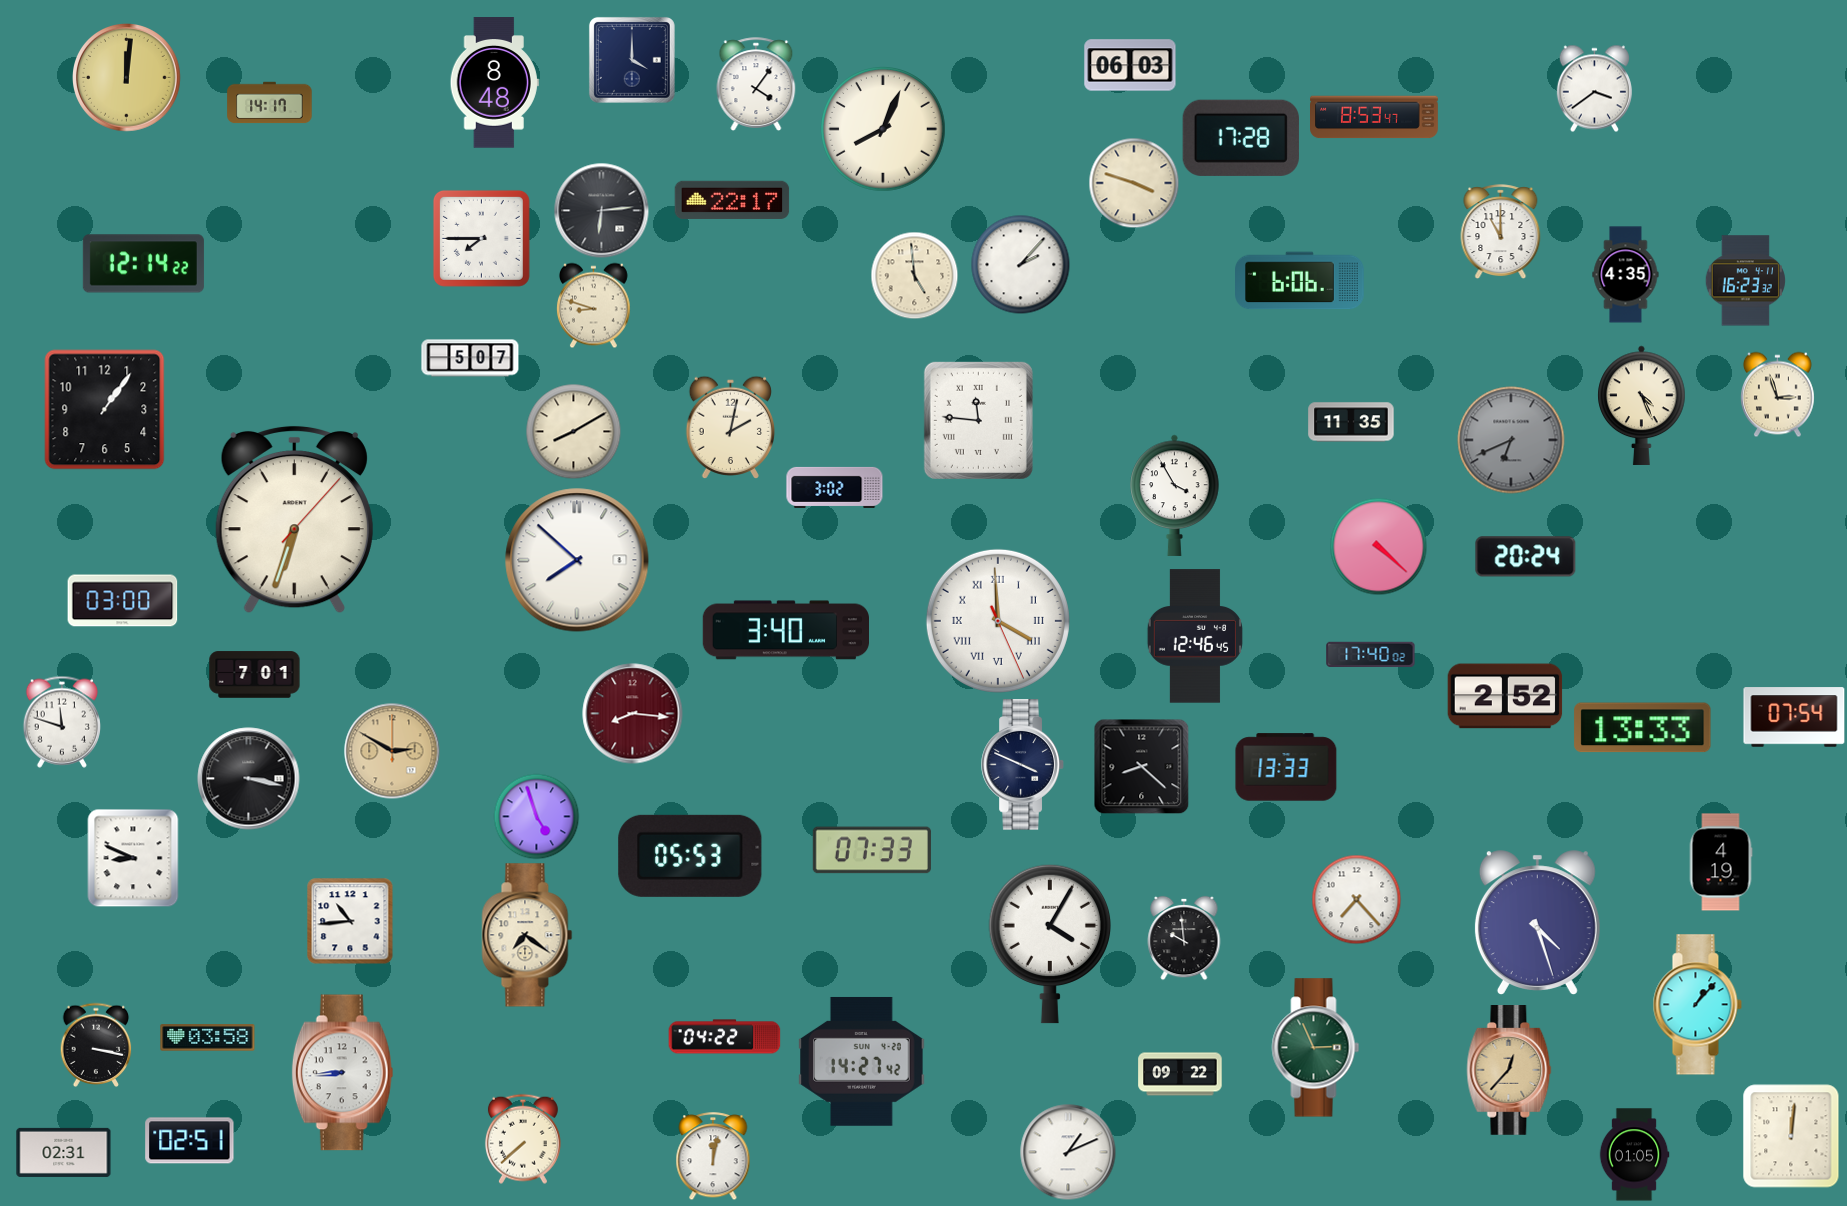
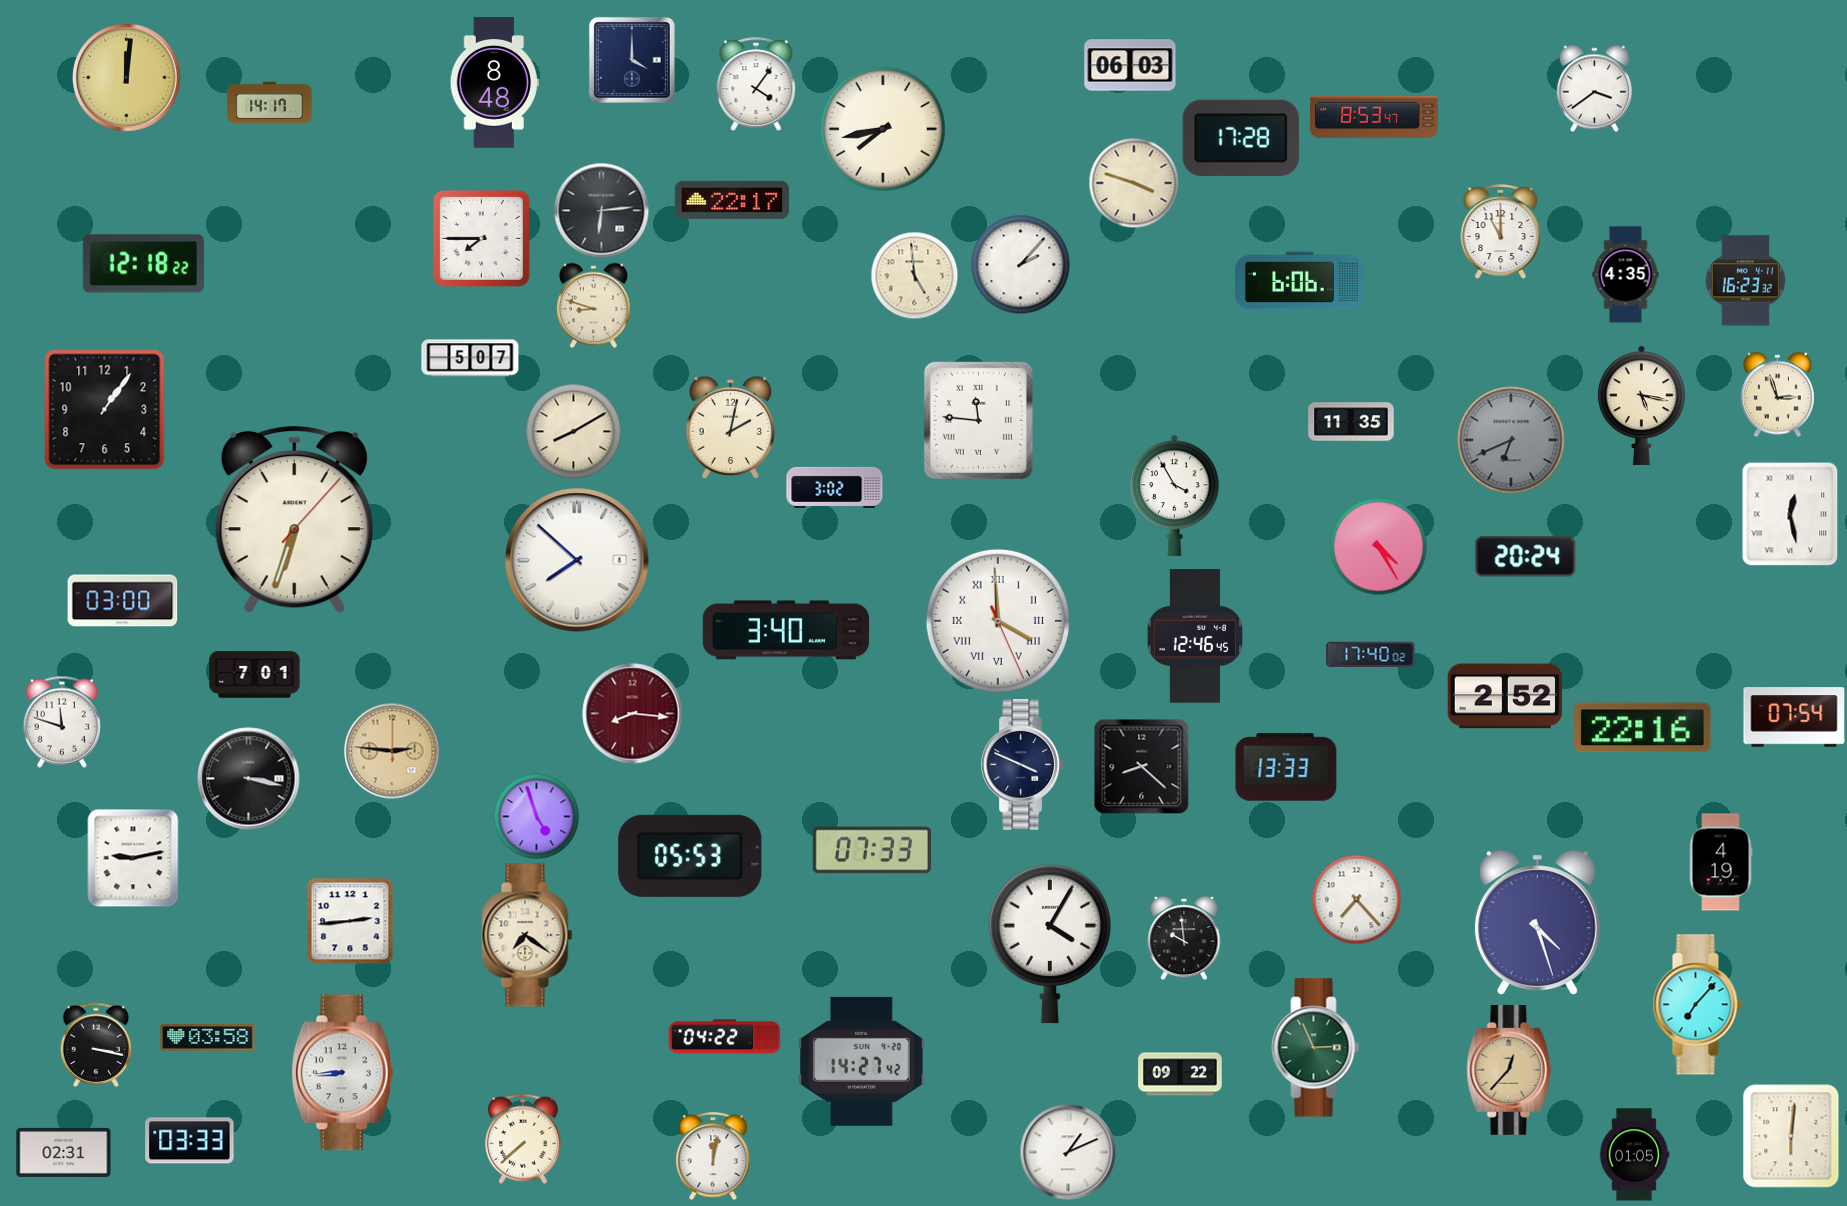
clock at (883, 129): 8:04 -> 7:43
clock at (143, 264): 12:14 -> 12:18
clock at (1642, 405): 4:26 -> 5:17
clock at (1790, 514): none -> 12:28
clock at (1378, 546): 4:22 -> 4:25
clock at (1643, 728): 13:33 -> 22:16
clock at (392, 751): 2:50 -> 2:46
clock at (133, 858): 8:49 -> 9:13
clock at (350, 921): 10:44 -> 2:44
clock at (1697, 1005): 1:07 -> 7:07
clock at (1791, 1136): 12:01 -> 6:01
clock at (190, 1141): 02:51 -> 03:33
